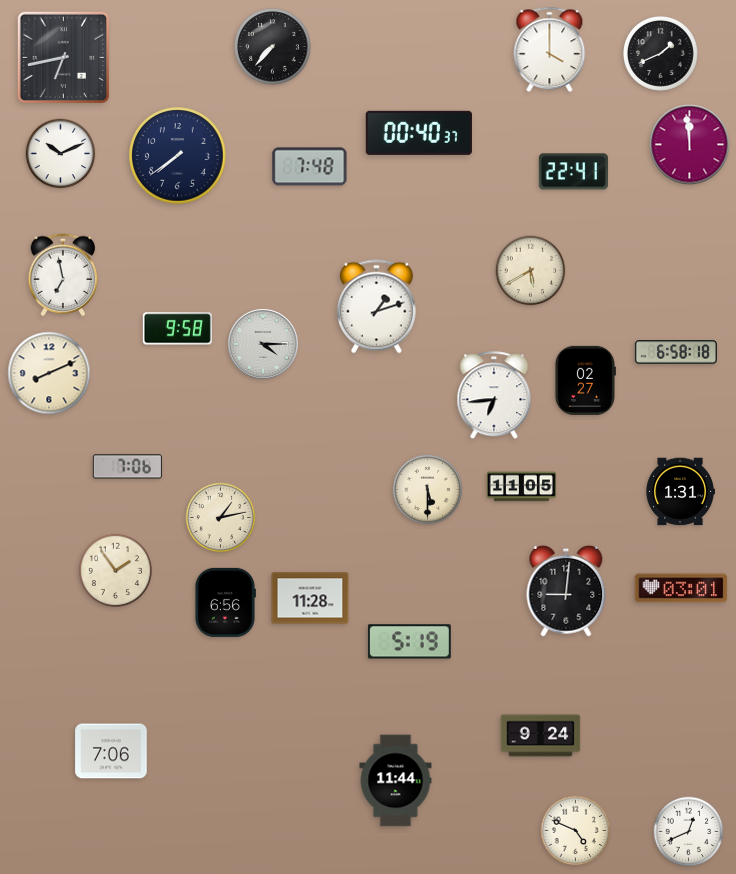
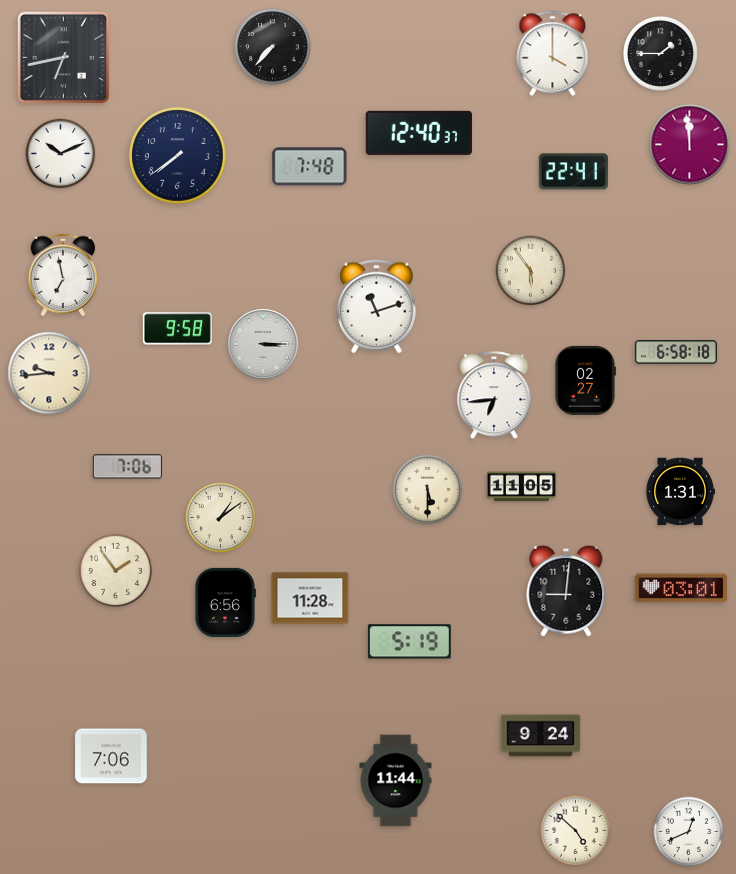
clock at (550, 50) position: (550, 50) -> (553, 54)
clock at (661, 54): 1:41 -> 1:45
clock at (419, 133): 00:40 -> 12:40
clock at (531, 271): 5:40 -> 5:54
clock at (376, 307): 1:12 -> 11:12
clock at (264, 345): 4:15 -> 3:15
clock at (49, 373): 8:11 -> 9:44
clock at (221, 518): 1:13 -> 1:09
clock at (111, 751) position: (111, 751) -> (111, 756)
clock at (576, 831): 4:49 -> 4:52
